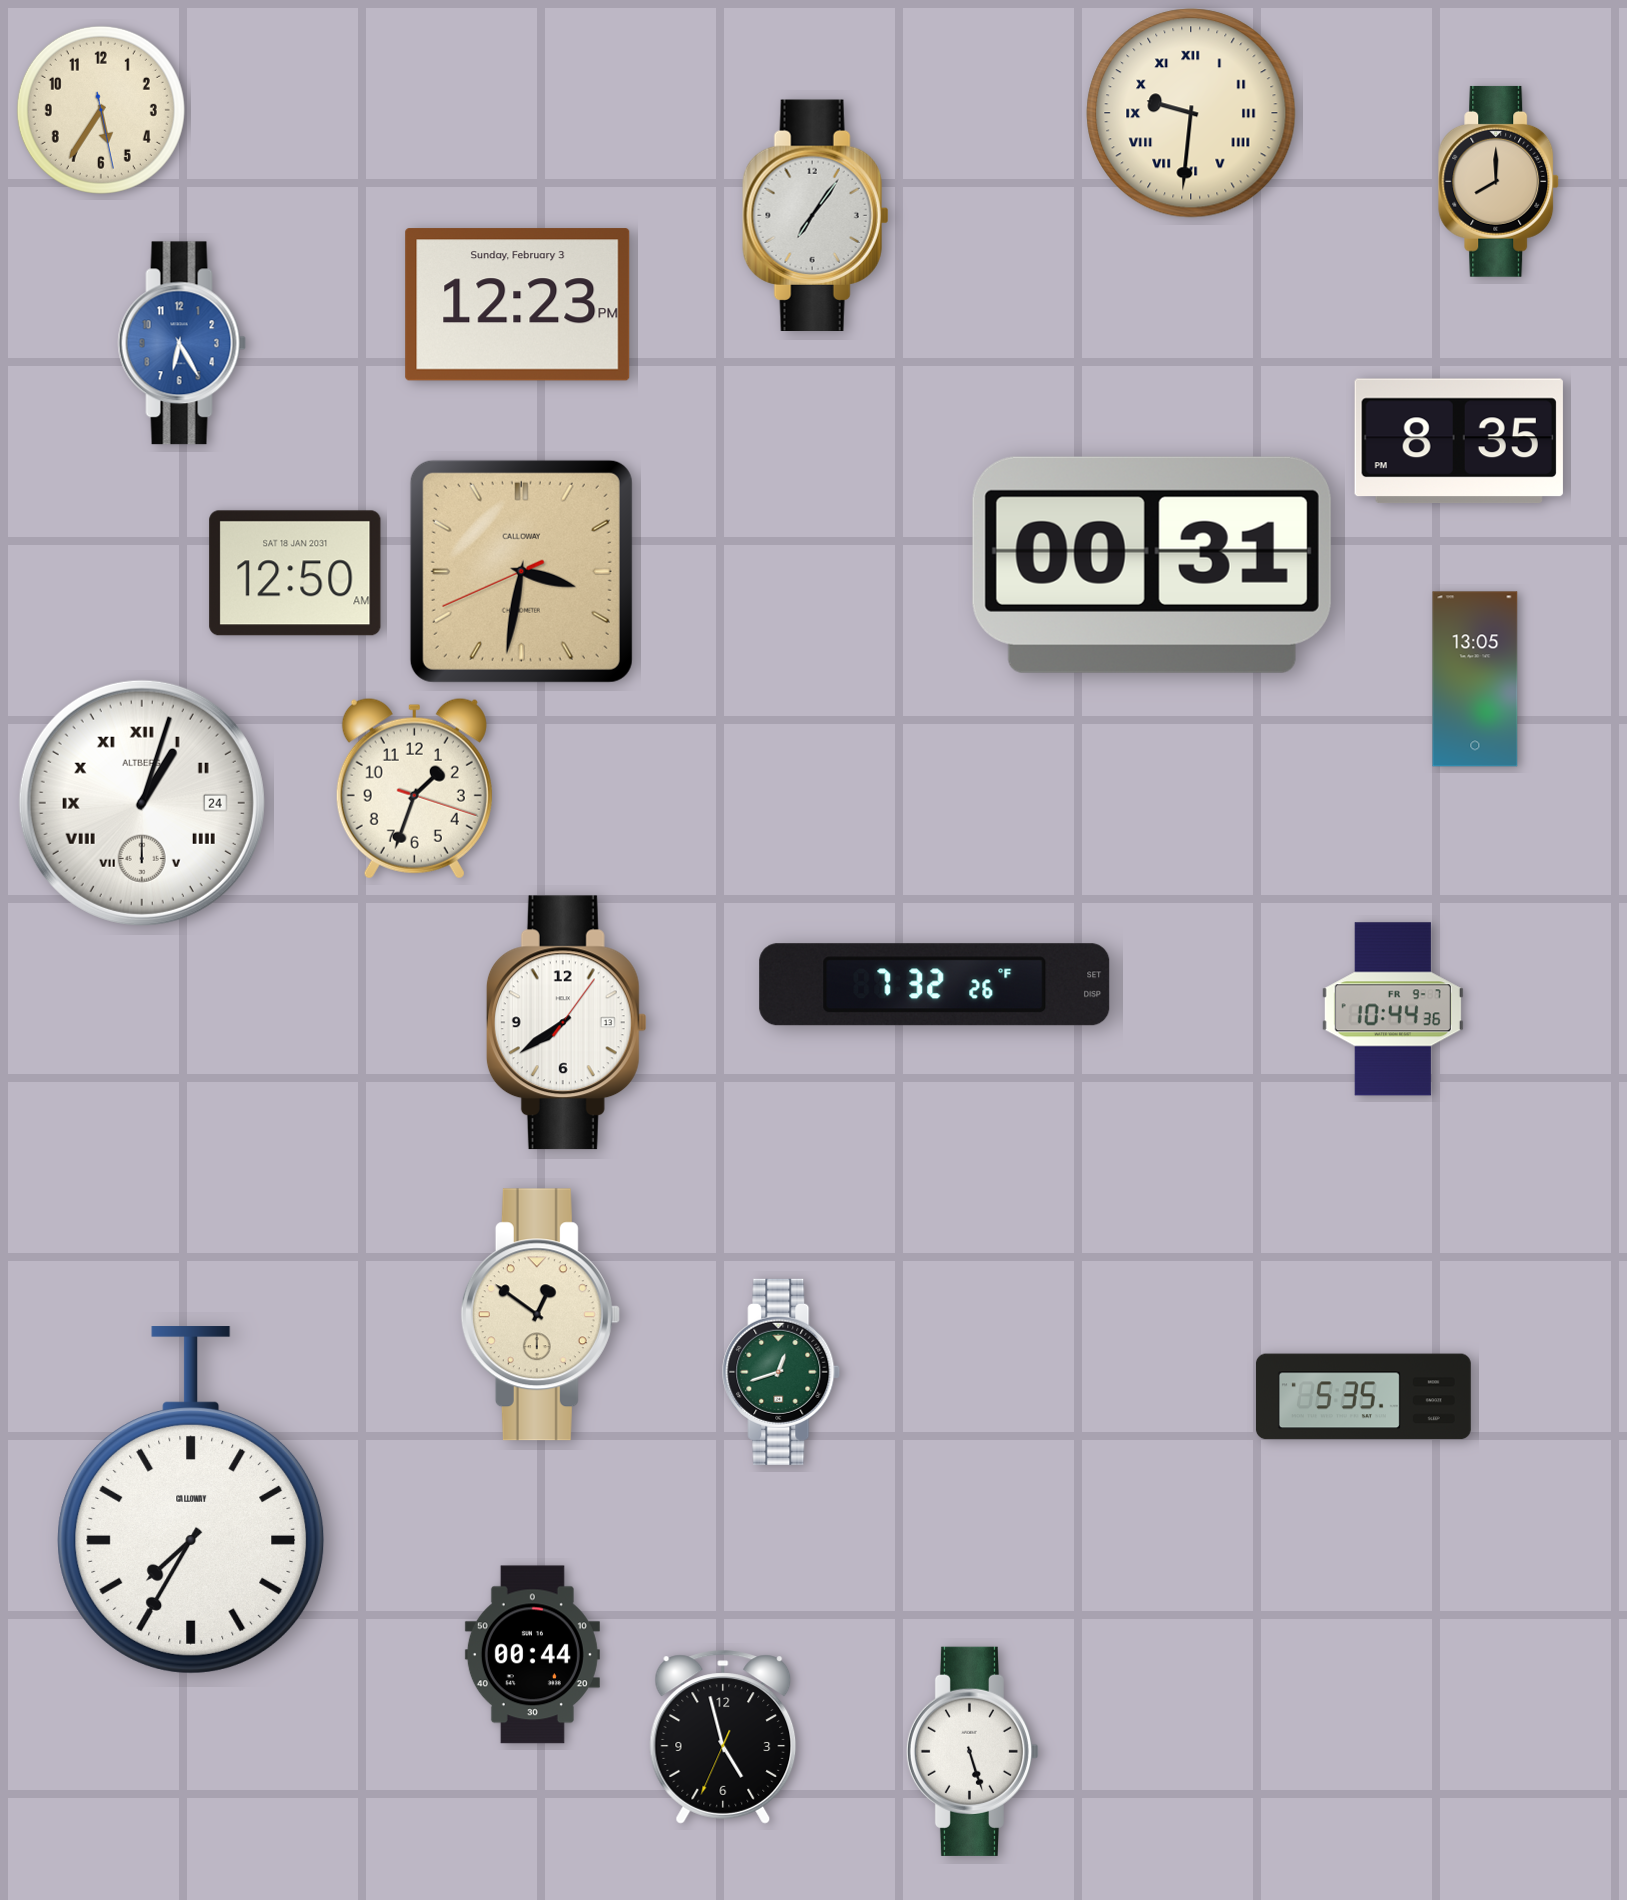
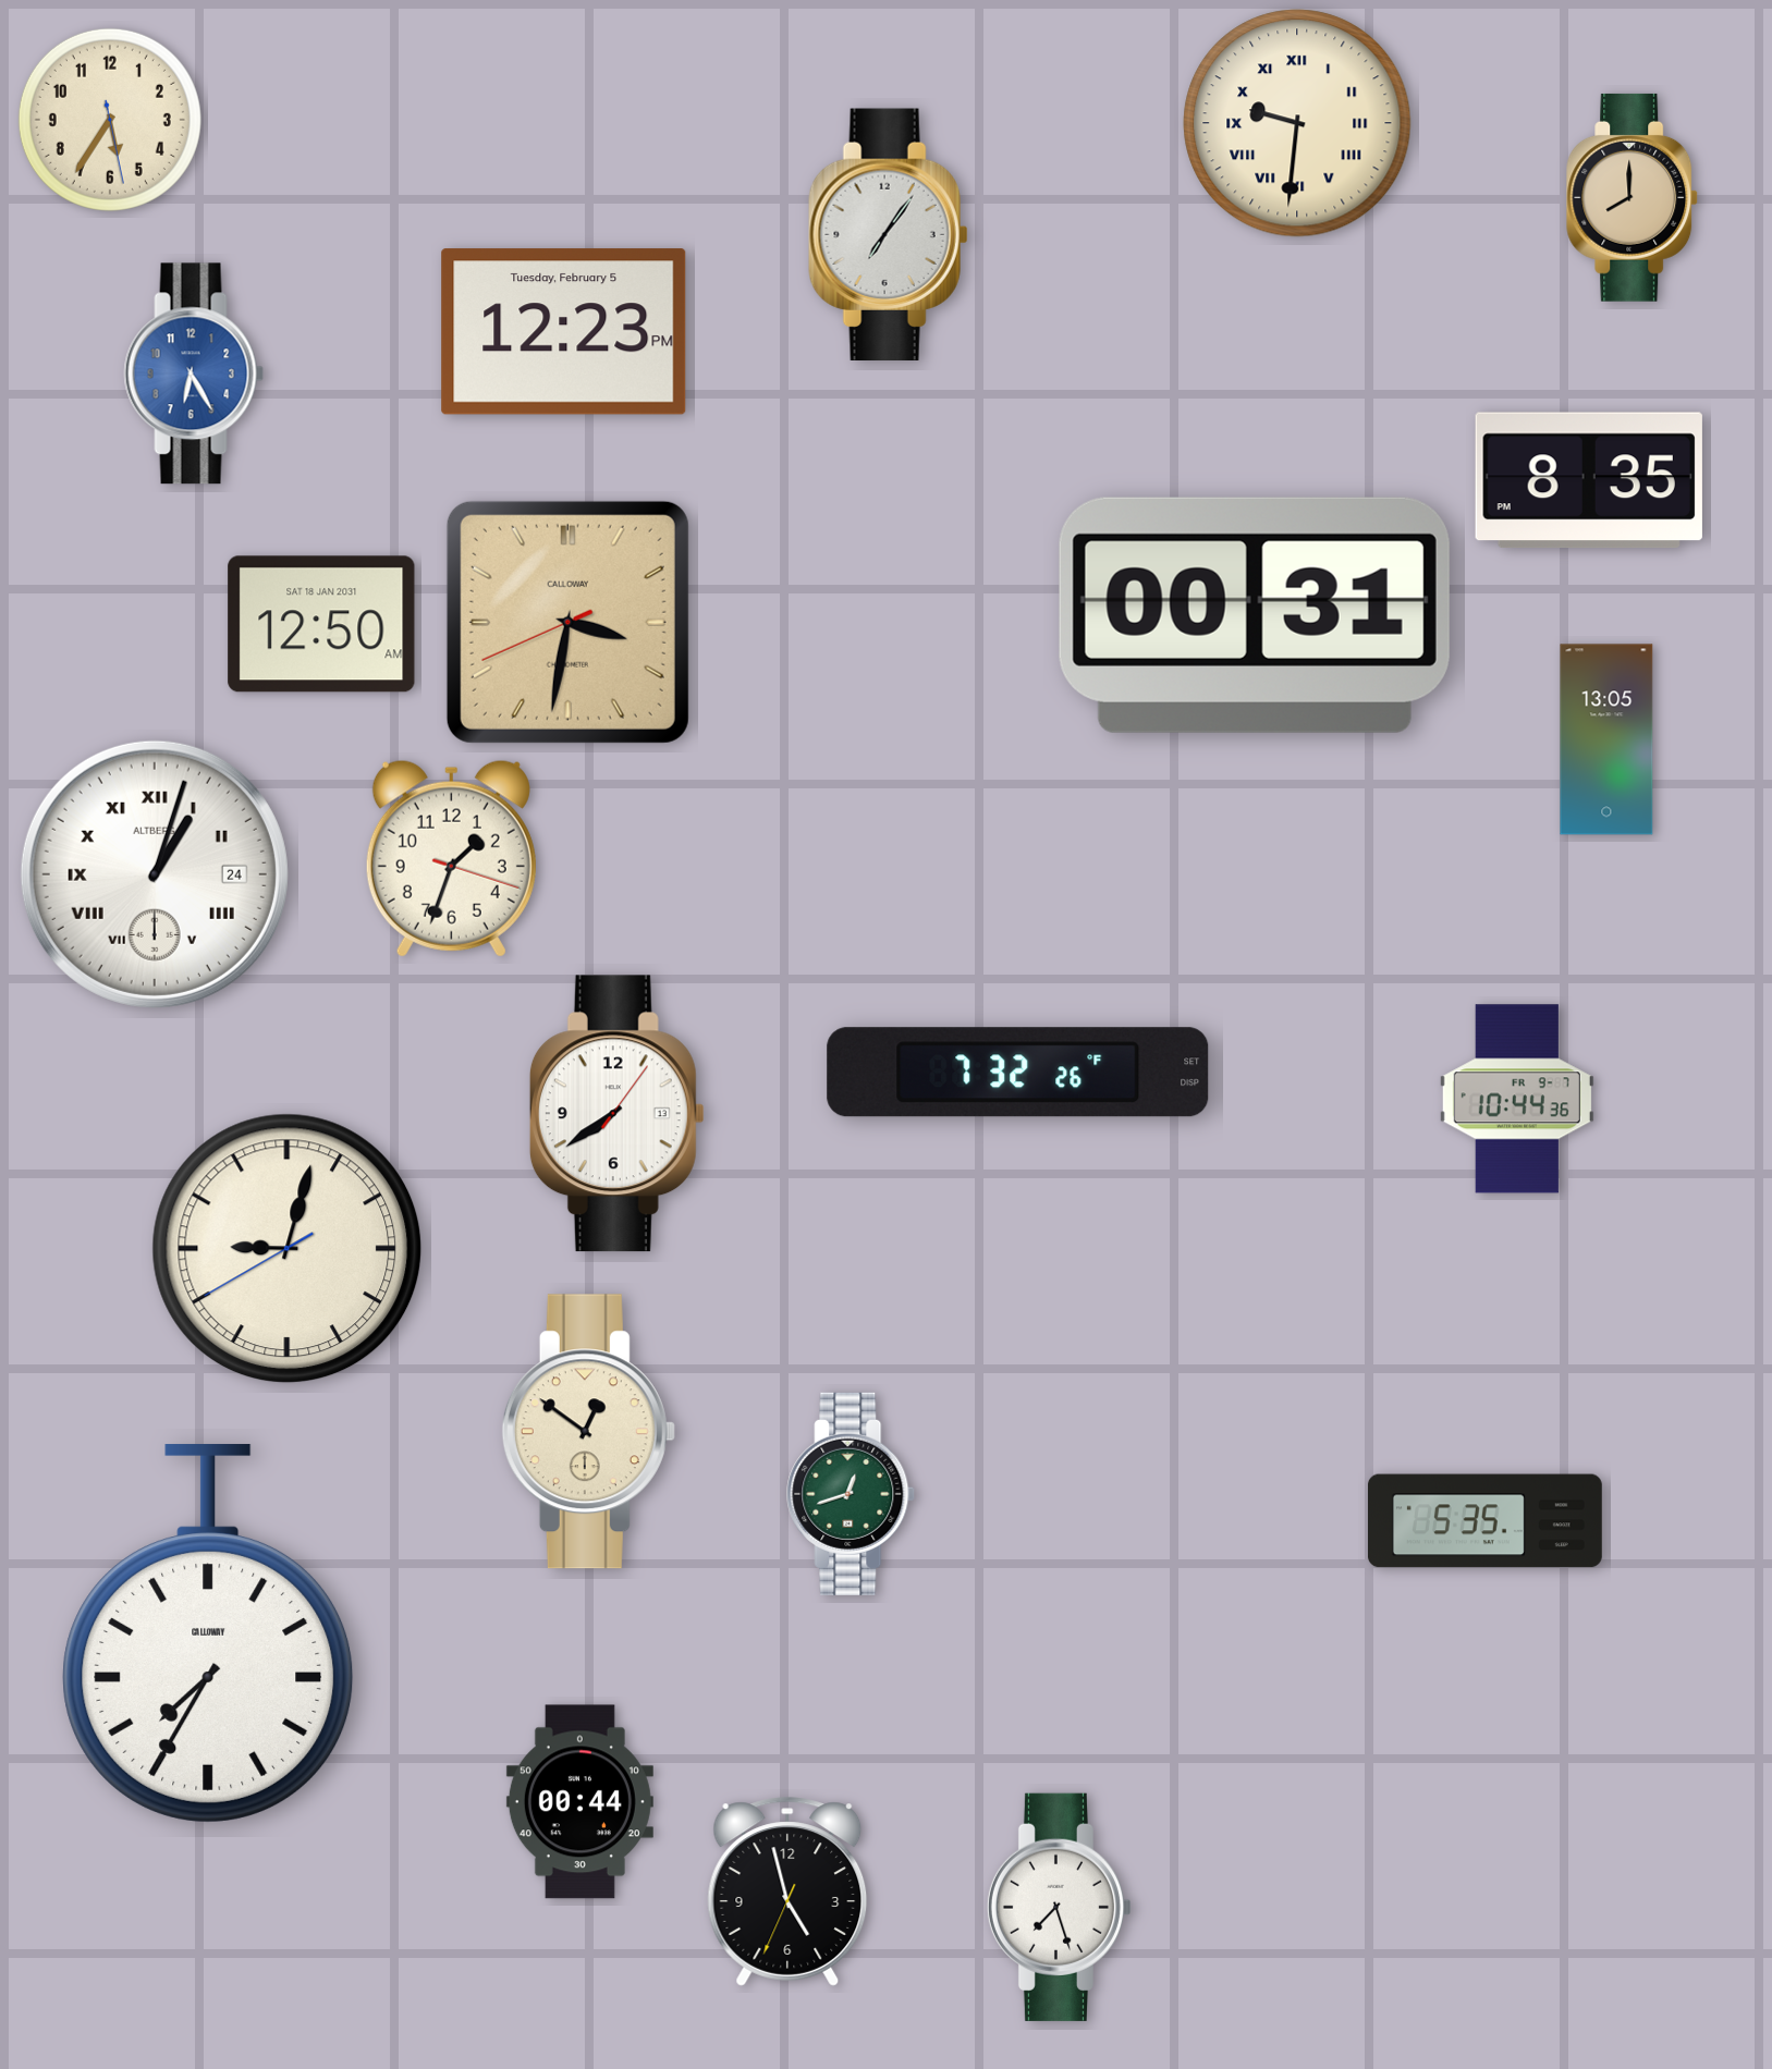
clock at (518, 305) date: Sunday, February 3 -> Tuesday, February 5
clock at (182, 343) position: (182, 343) -> (194, 374)
clock at (288, 1249): none -> 9:02
clock at (973, 1751): 5:27 -> 7:27
